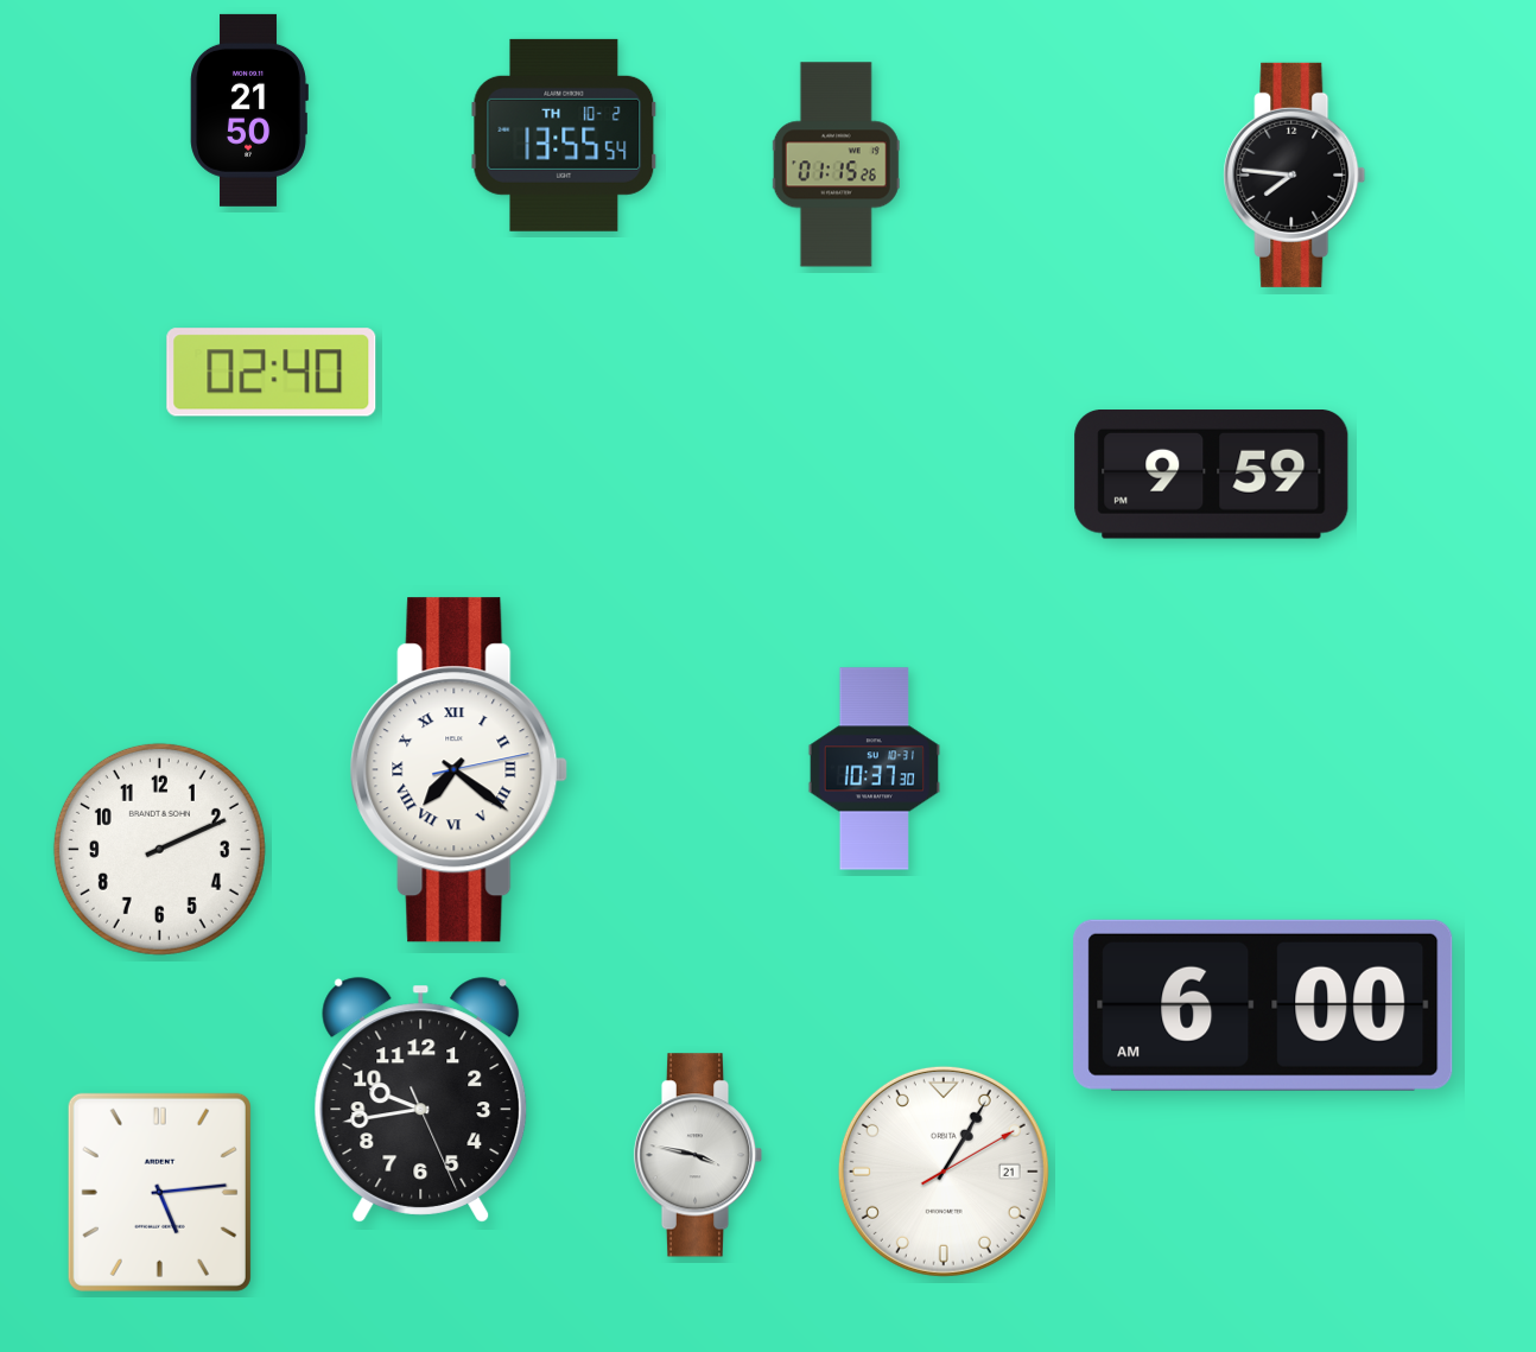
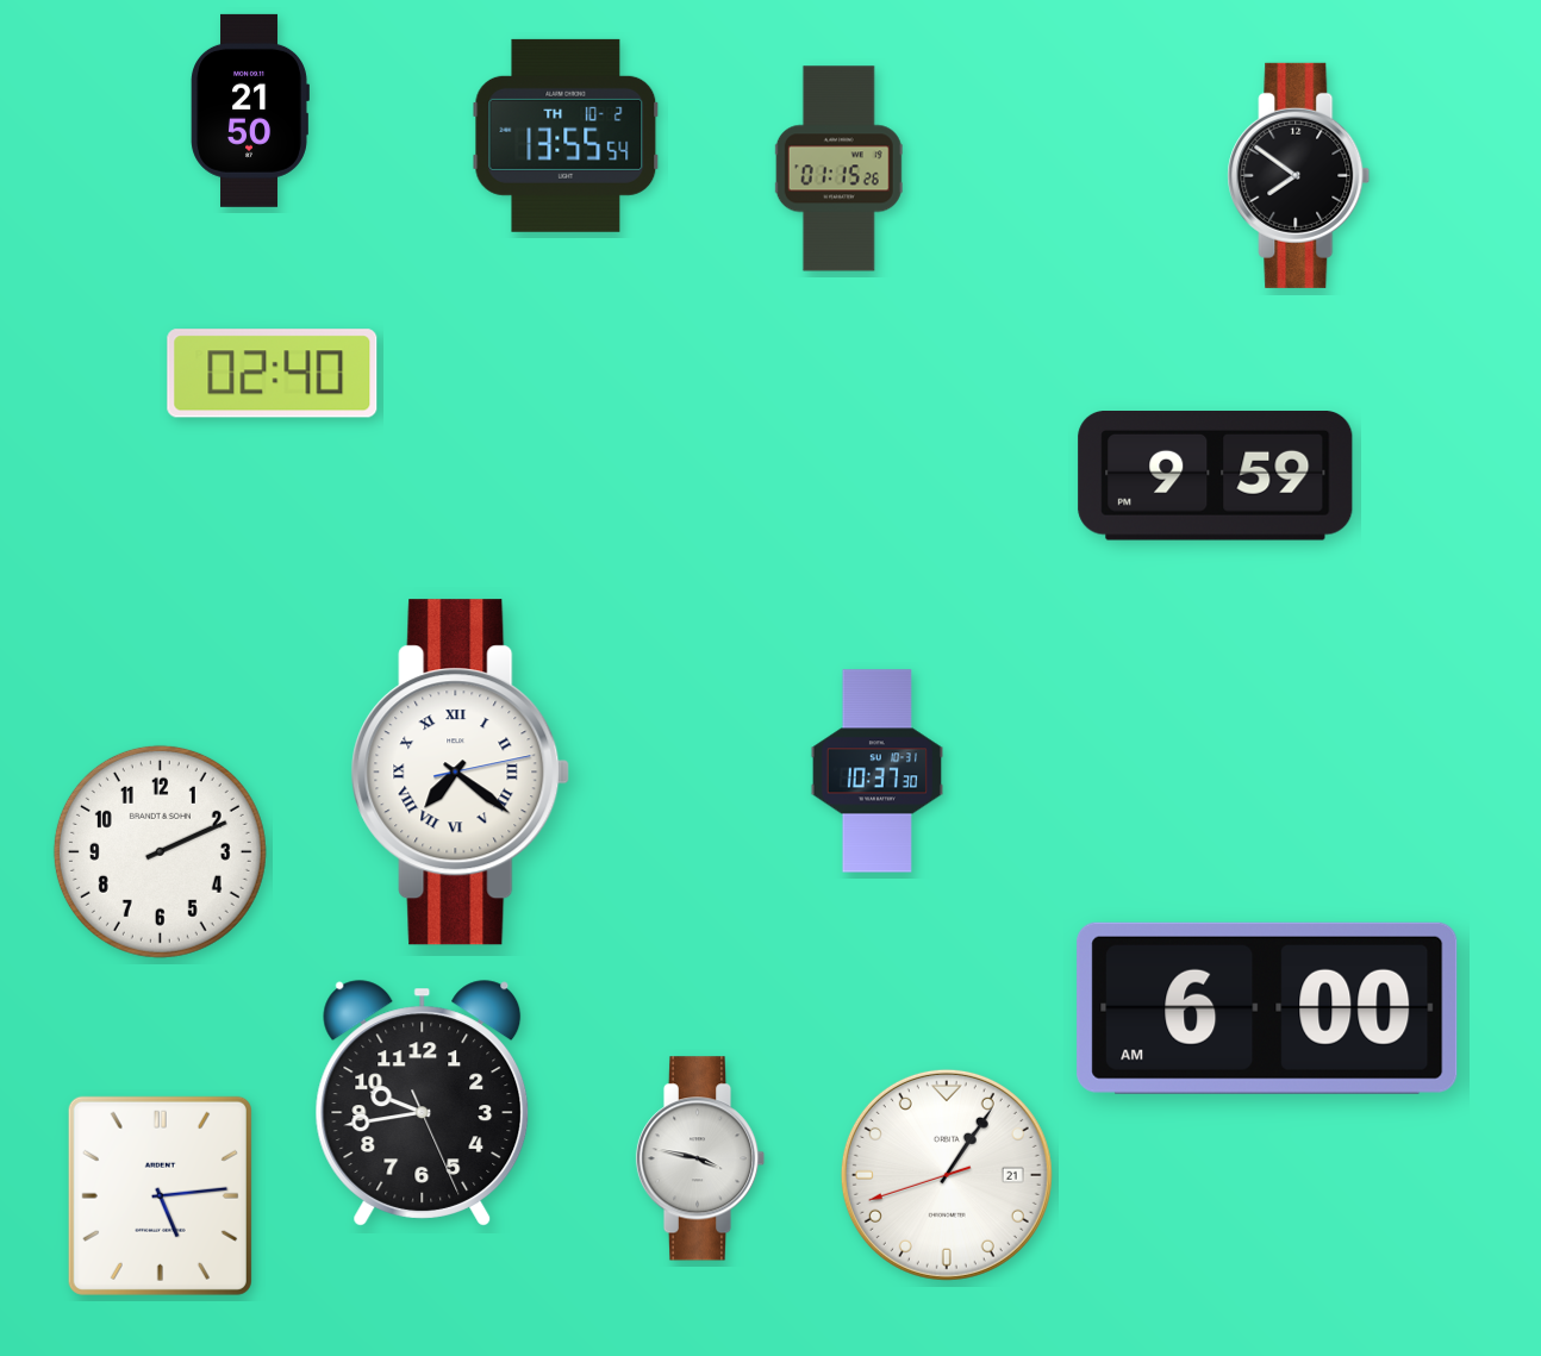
clock at (836, 165) position: (836, 165) -> (838, 169)
clock at (1295, 174): 7:46 -> 7:51
clock at (944, 1172): 1:05:10 -> 1:05:42
